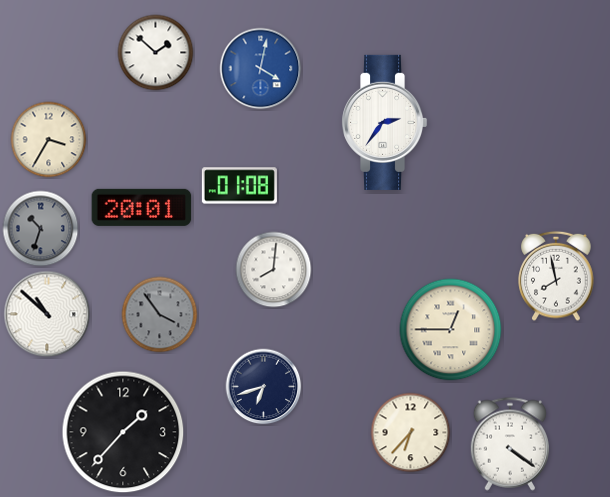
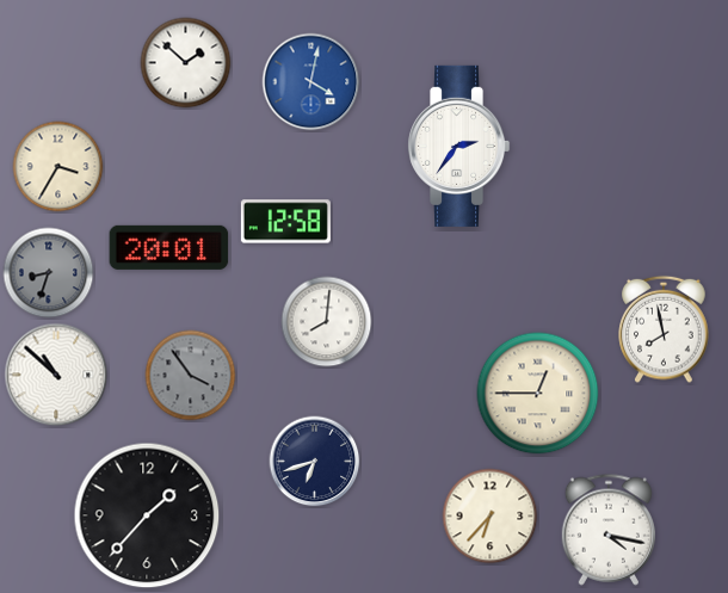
clock at (239, 186): 01:08 -> 12:58
clock at (41, 229): 10:33 -> 8:33
clock at (510, 444): 4:21 -> 4:17
